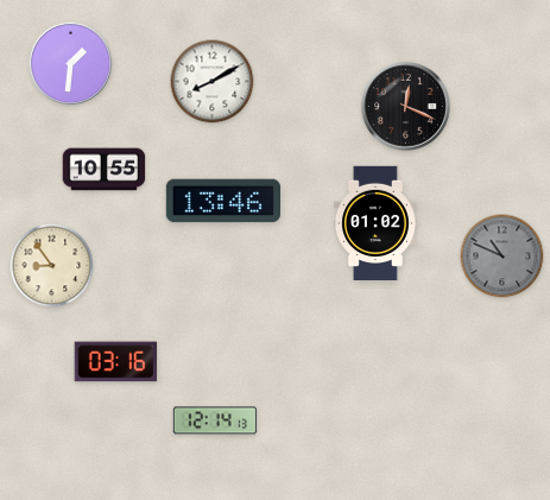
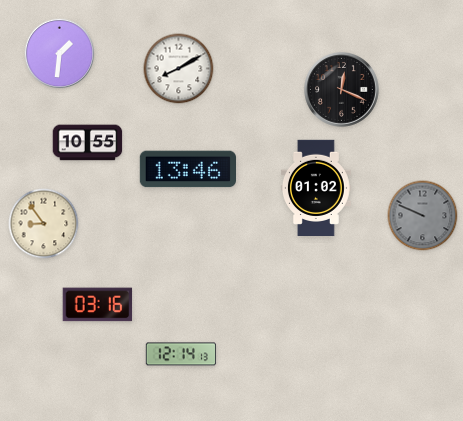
clock at (502, 257): 10:49 -> 9:49
